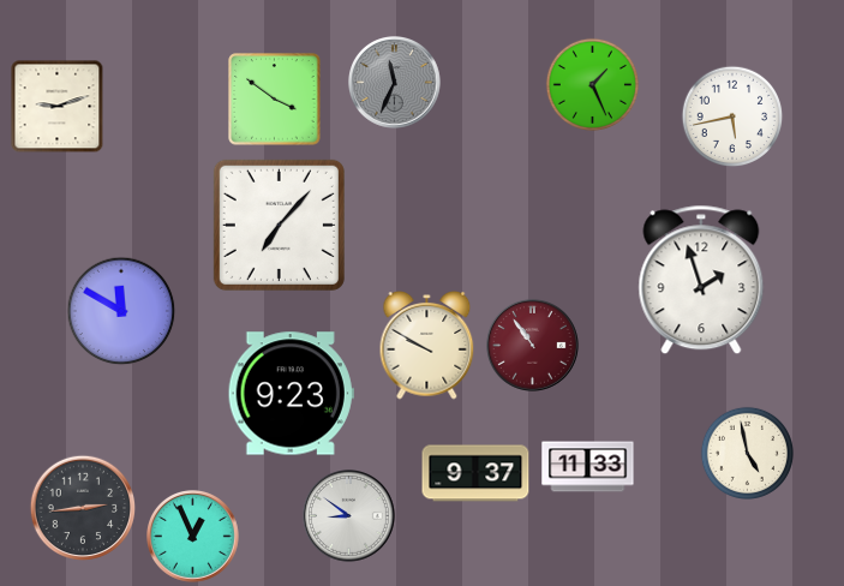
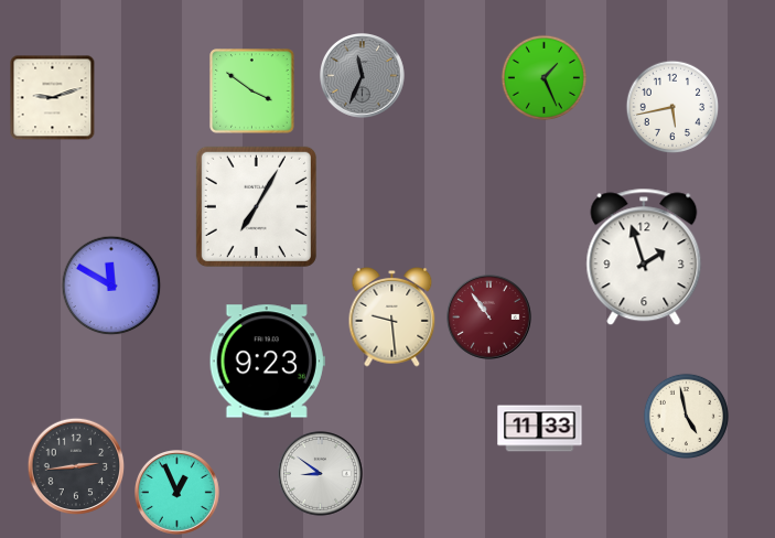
clock at (279, 225): 7:07 -> 7:05
clock at (427, 346): 9:50 -> 9:29
clock at (475, 473): 9:37 -> none
